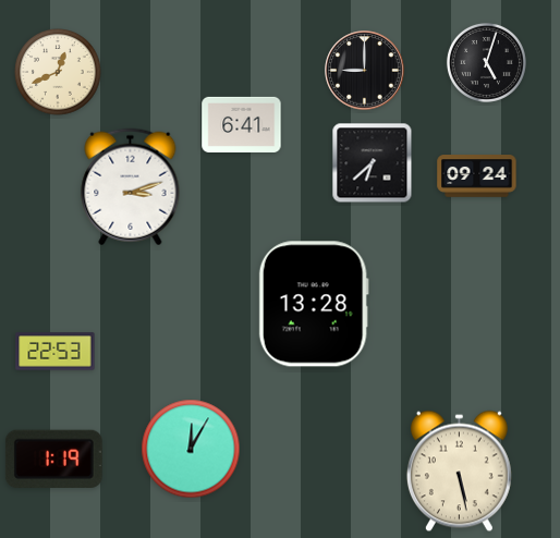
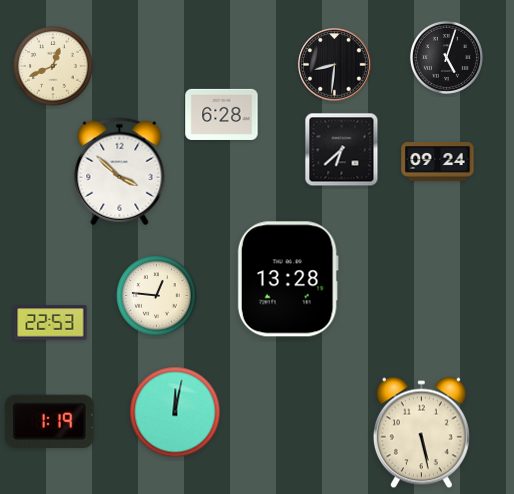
clock at (365, 71): 9:00 -> 8:31
clock at (242, 124): 6:41 -> 6:28
clock at (131, 187): 3:12 -> 3:52
clock at (157, 296): none -> 12:46
clock at (191, 449): 12:05 -> 12:02
